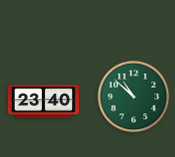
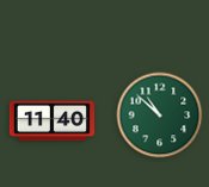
clock at (43, 102): 23:40 -> 11:40
